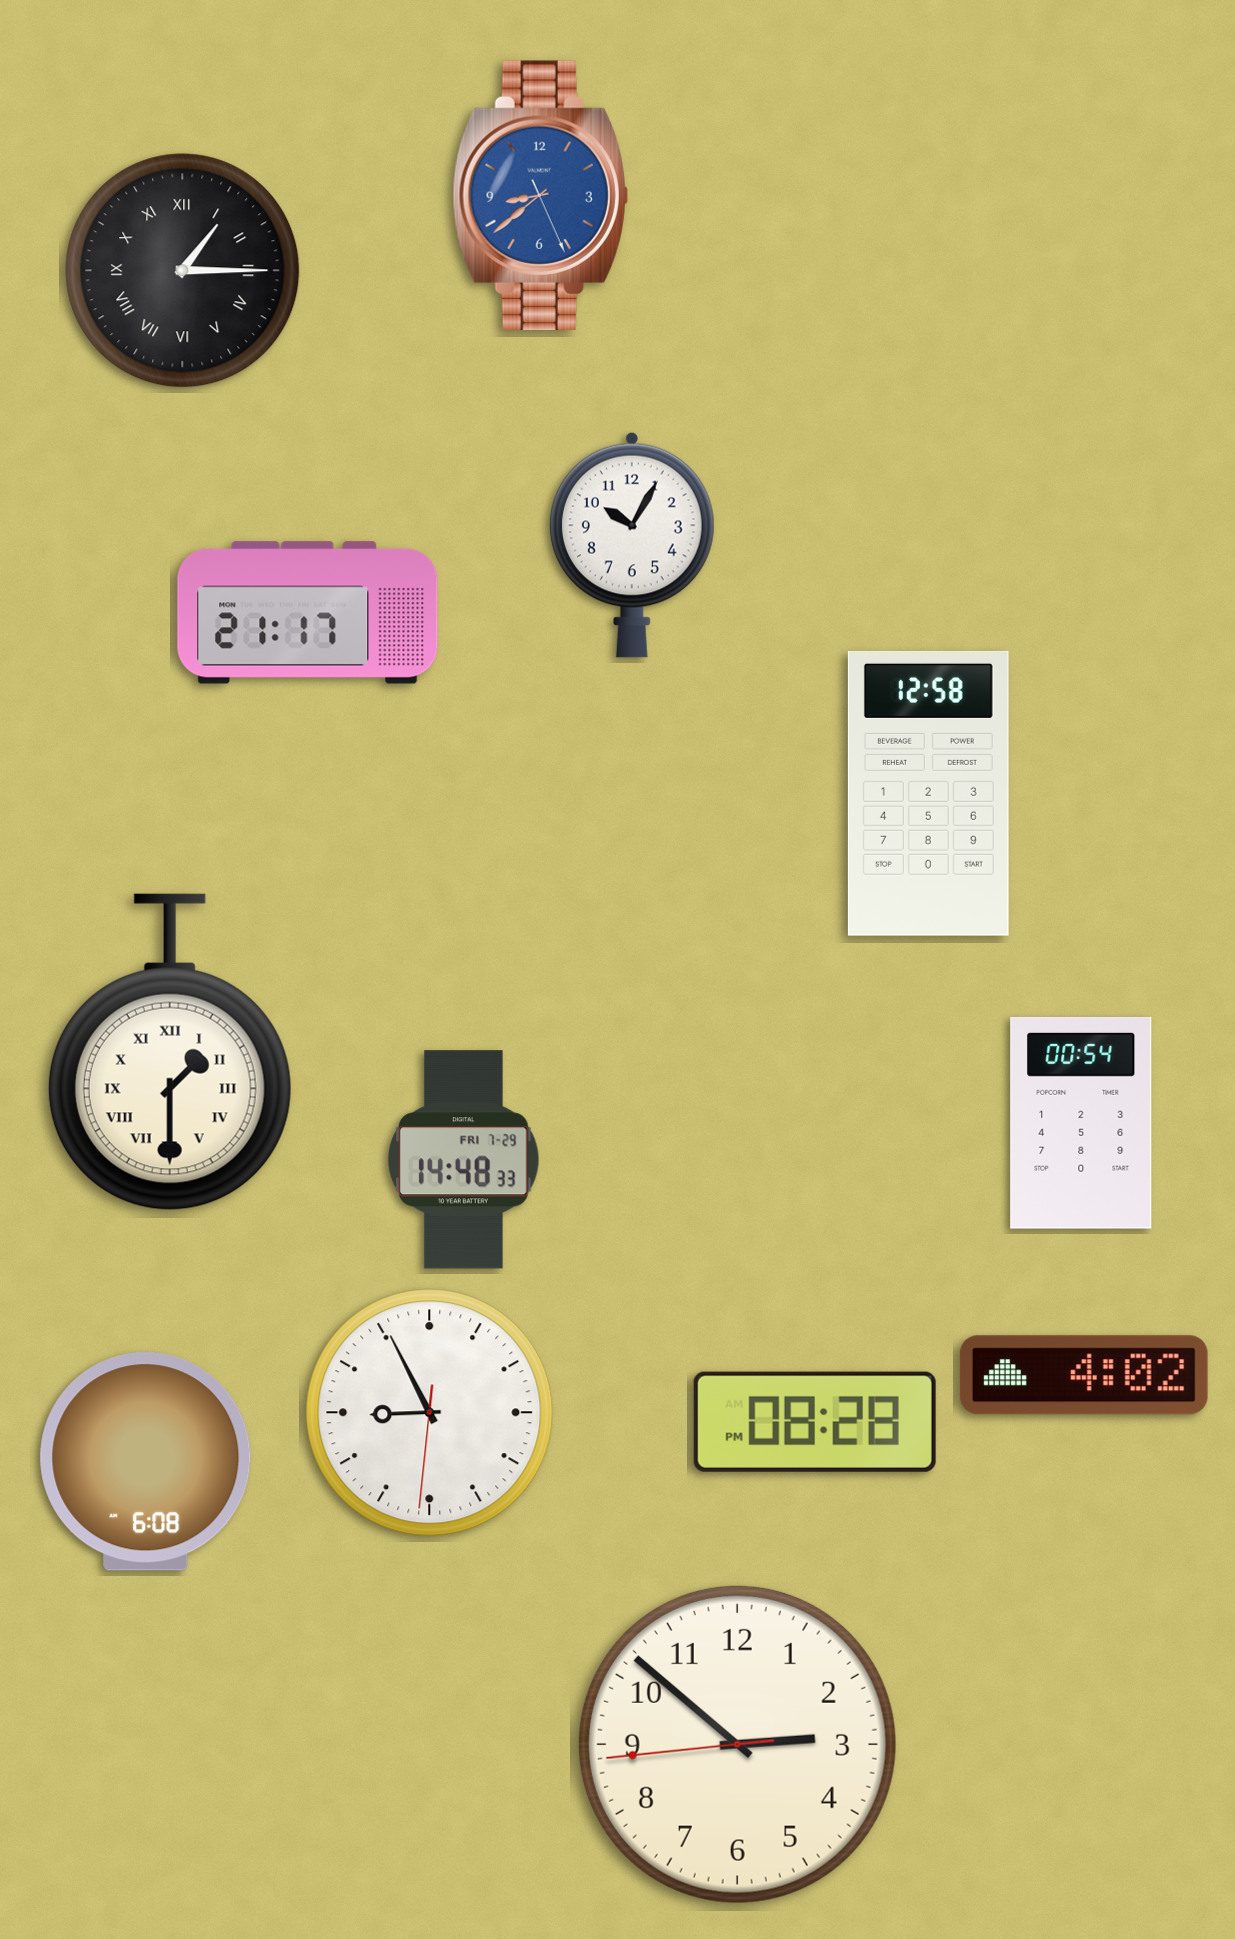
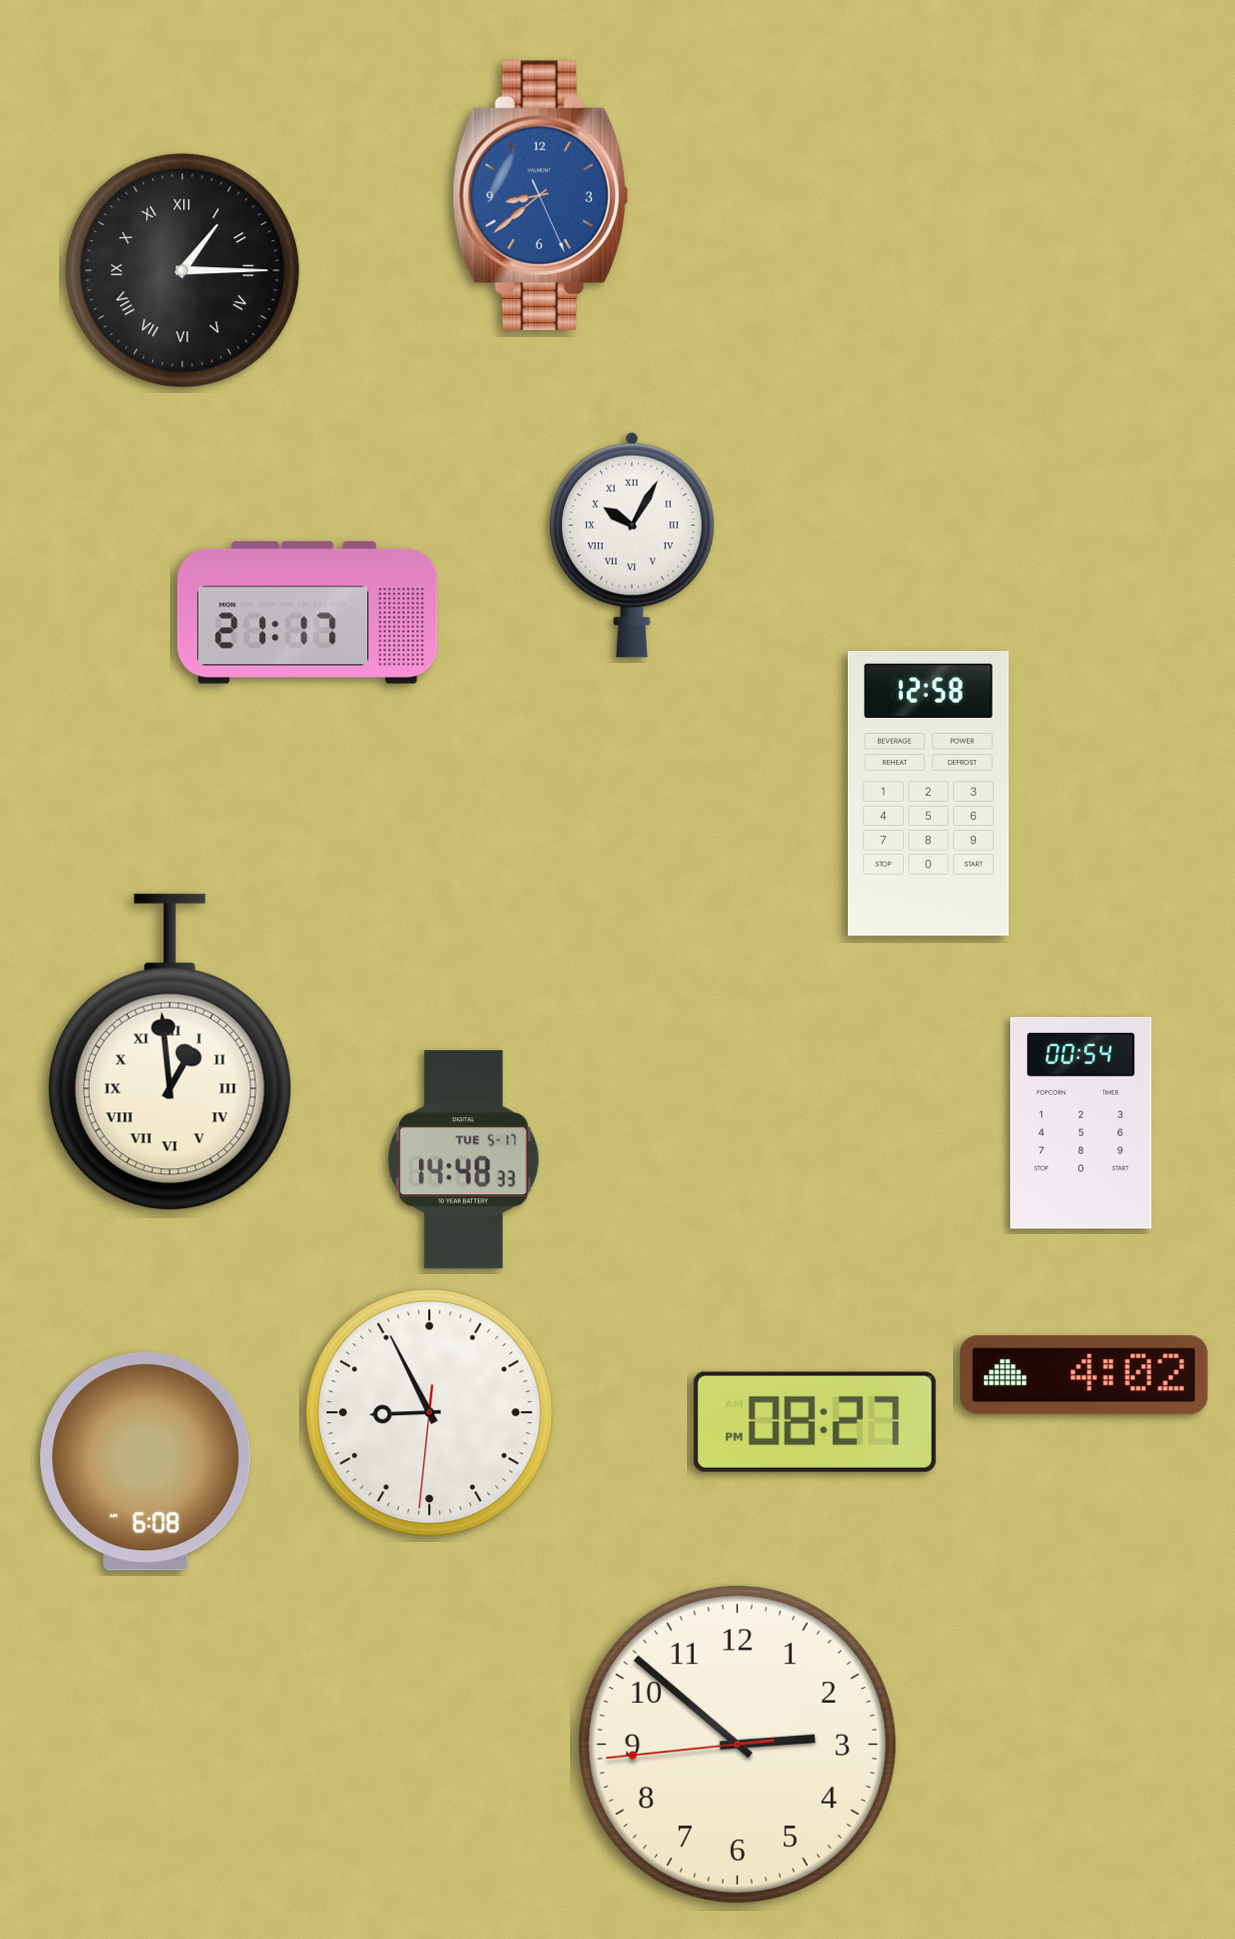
clock at (632, 545) numerals: Arabic -> Roman
clock at (170, 1052): 1:30 -> 12:59
clock at (464, 1160) date: FRI 7-29 -> TUE 5-17
clock at (815, 1422): 08:28 -> 08:27
